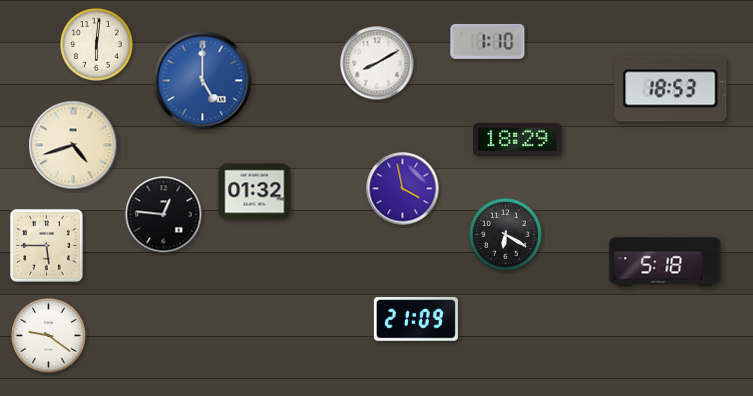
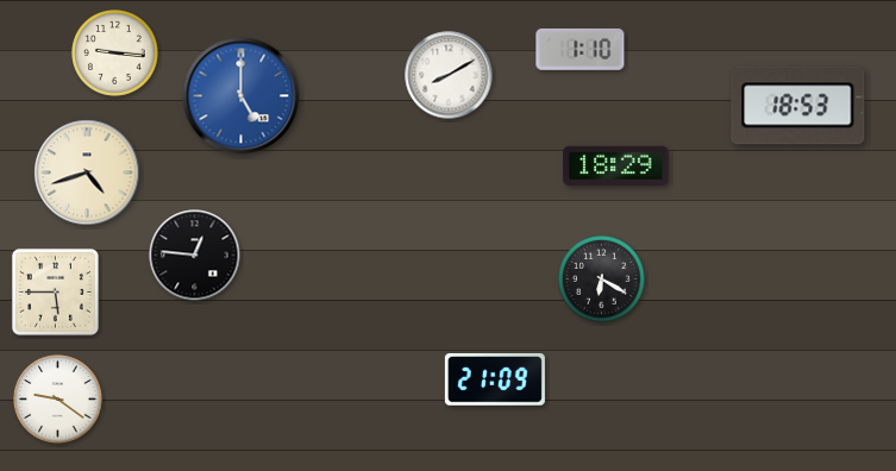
clock at (97, 45): 6:01 -> 9:16
clock at (403, 189): 3:58 -> none
clock at (255, 192): 01:32 -> none
clock at (665, 262): 5:18 -> none
